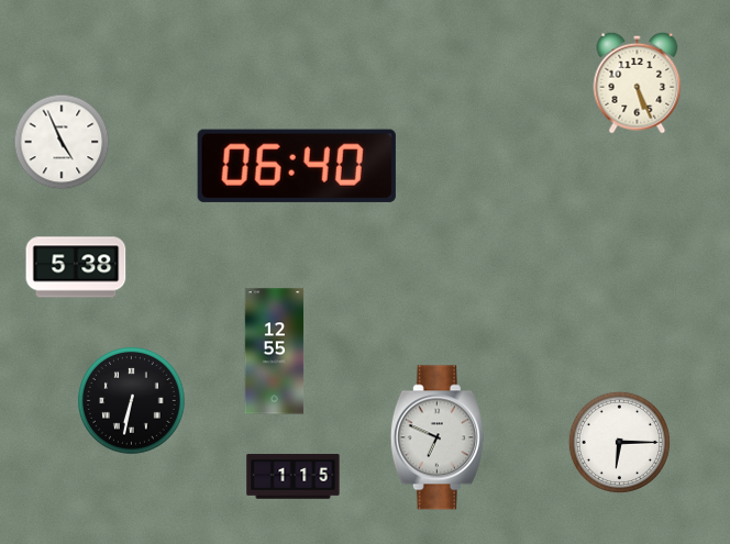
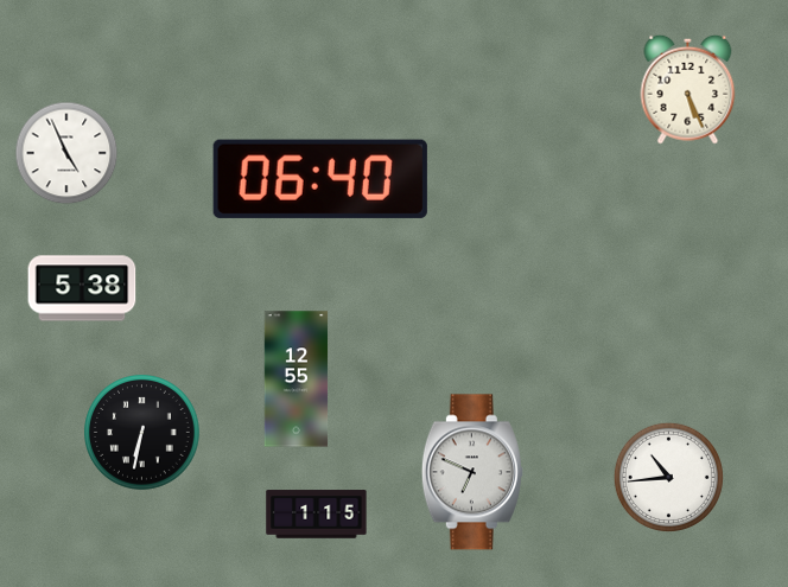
clock at (619, 442): 6:15 -> 10:44
